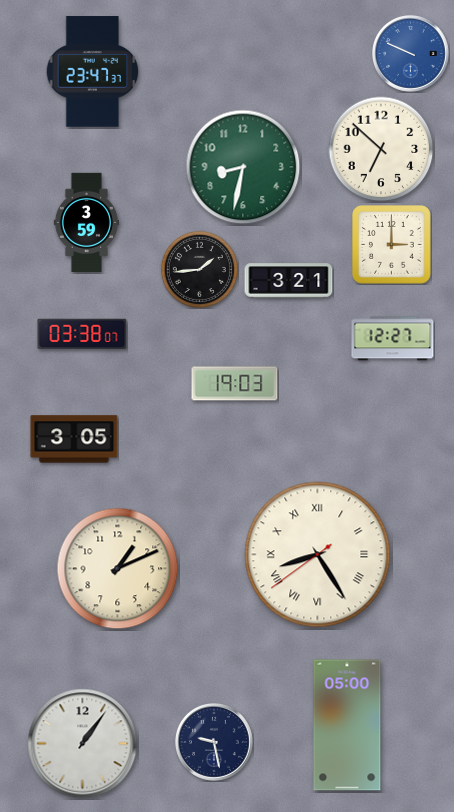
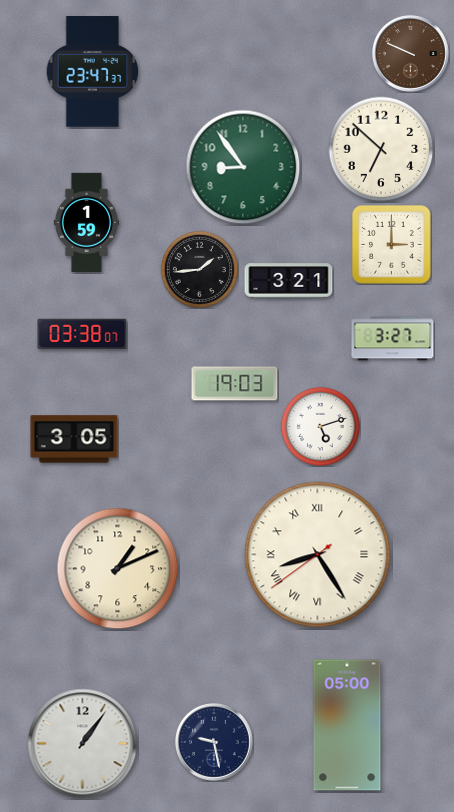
clock at (411, 54) dial: blue -> brown
clock at (243, 167): 8:32 -> 8:54
clock at (87, 223): 3:59 -> 1:59
clock at (393, 339): 12:27 -> 3:27
clock at (320, 426): none -> 5:12
